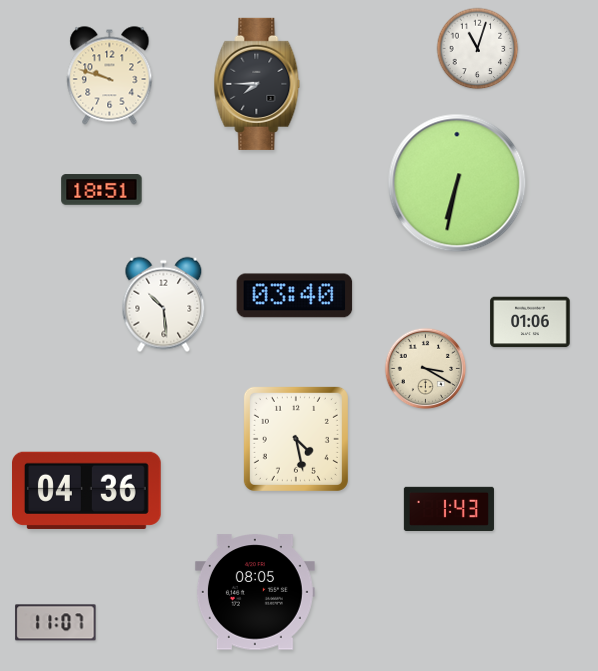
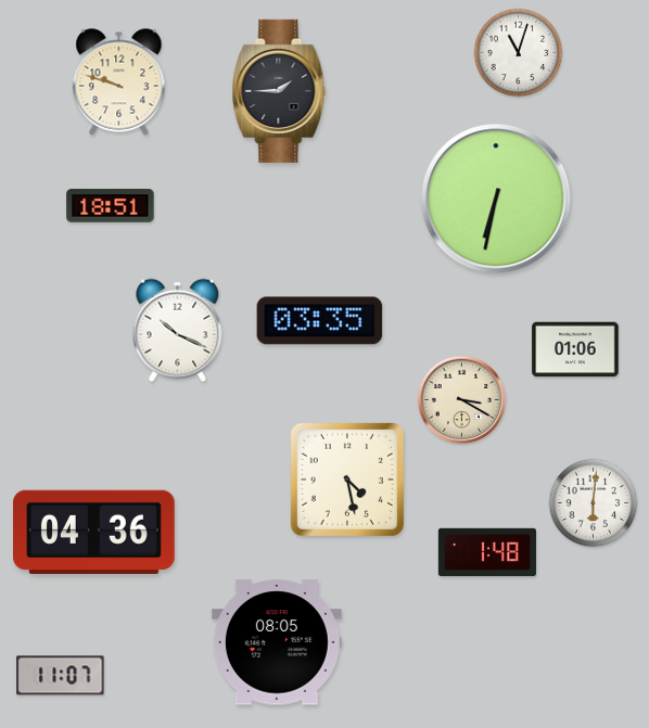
clock at (257, 84): 7:45 -> 1:45
clock at (295, 296): 03:40 -> 03:35
clock at (164, 305): 10:29 -> 10:19
clock at (296, 439) position: (296, 439) -> (347, 480)
clock at (594, 503): none -> 6:01
clock at (449, 508): 1:43 -> 1:48
